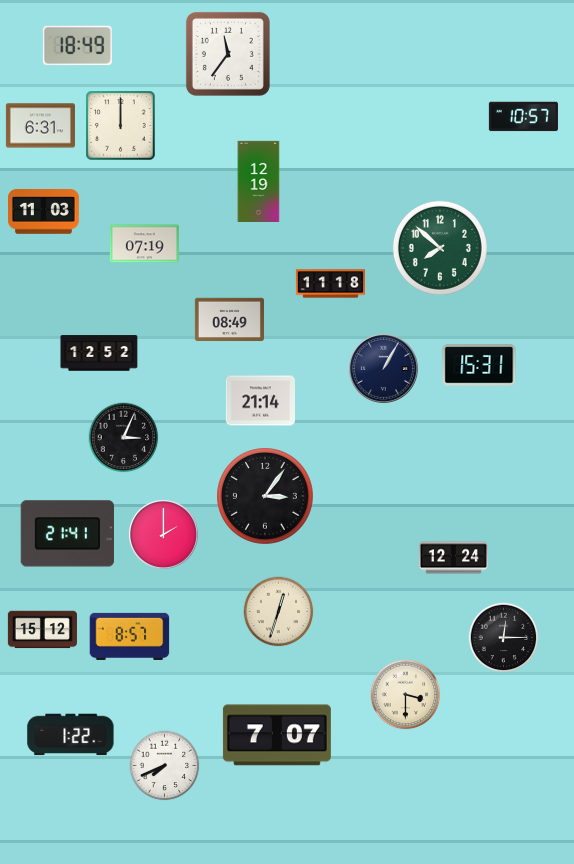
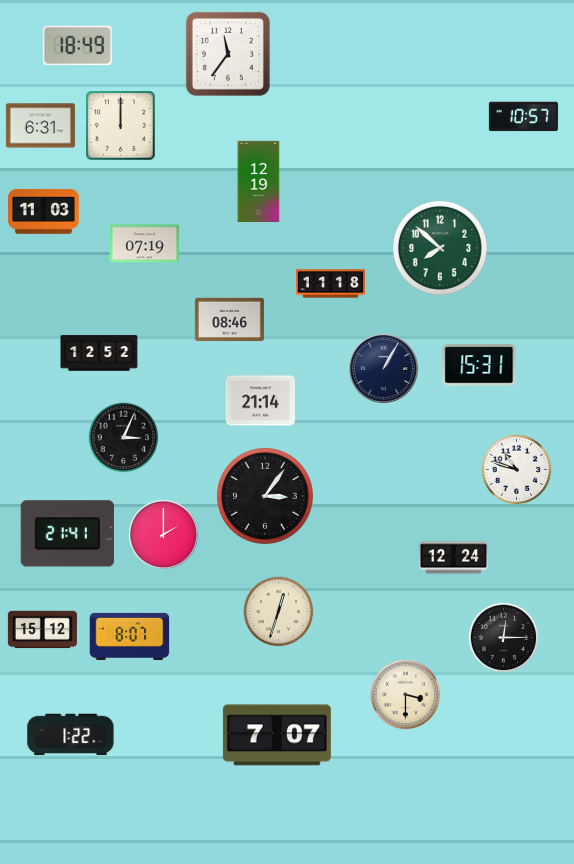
clock at (229, 320): 08:49 -> 08:46
clock at (517, 470): none -> 10:48
clock at (130, 636): 8:57 -> 8:07
clock at (165, 766): 7:41 -> none
